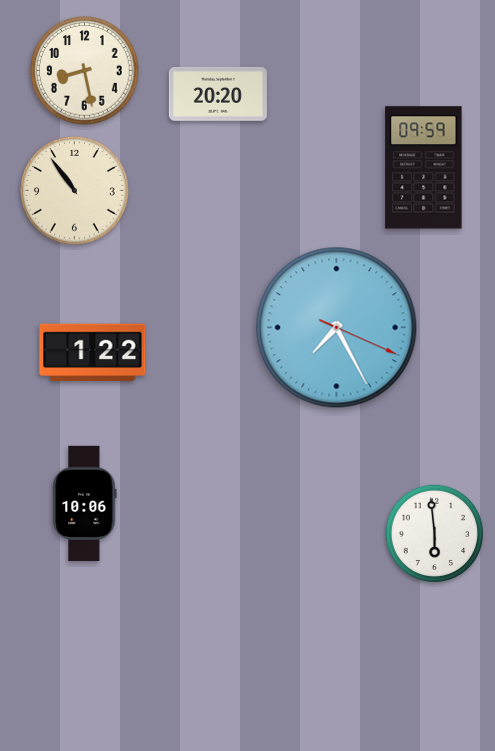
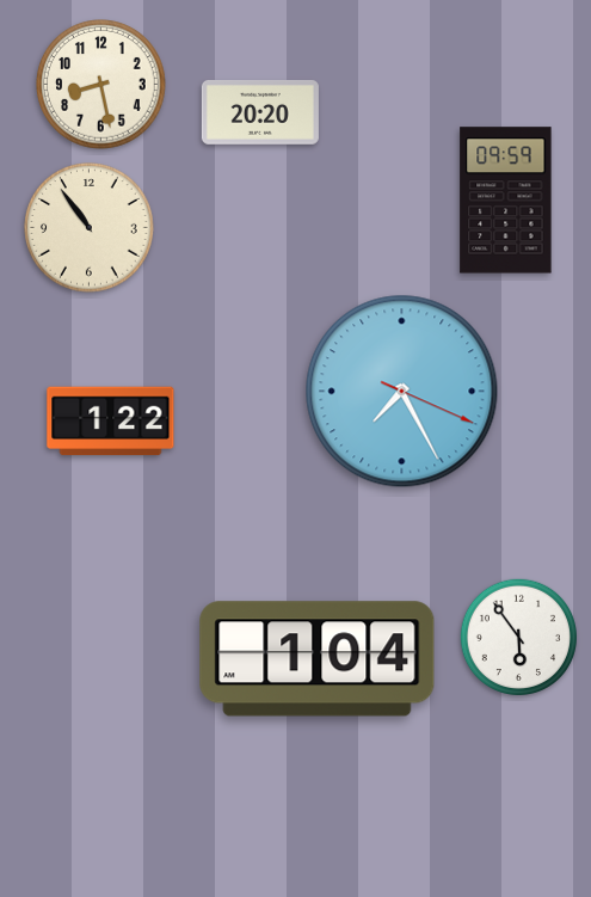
clock at (85, 503): 10:06 -> none
clock at (434, 533): 5:59 -> 5:54
clock at (318, 659): none -> 1:04
